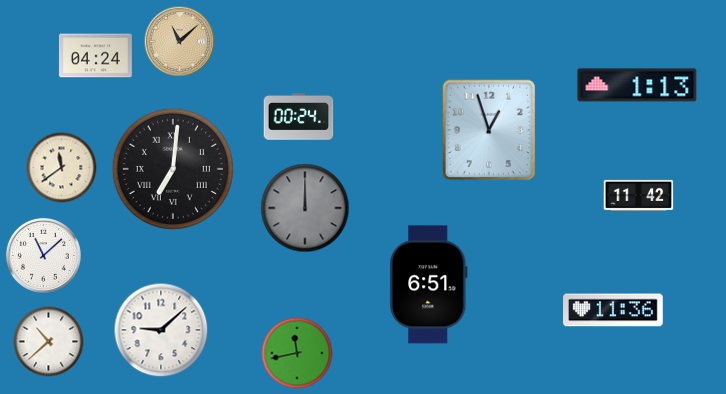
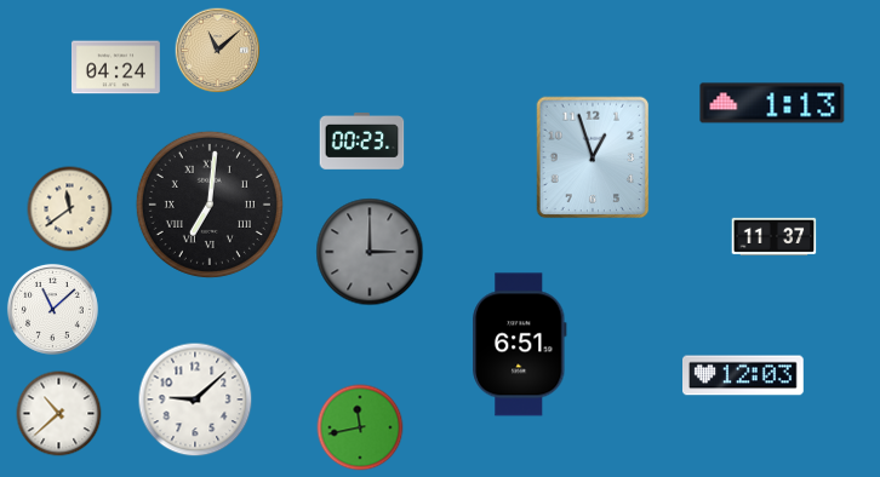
clock at (299, 117): 00:24 -> 00:23
clock at (62, 168) position: (62, 168) -> (70, 209)
clock at (639, 195): 11:42 -> 11:37
clock at (305, 208): 12:00 -> 3:00
clock at (614, 310): 11:36 -> 12:03
